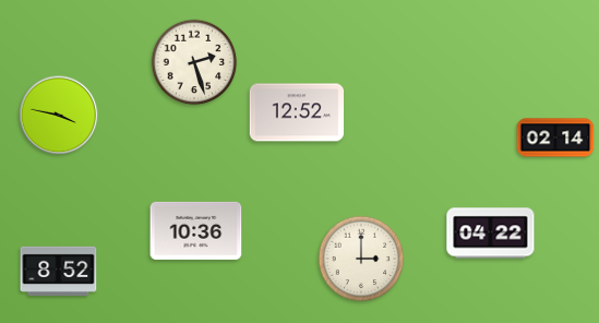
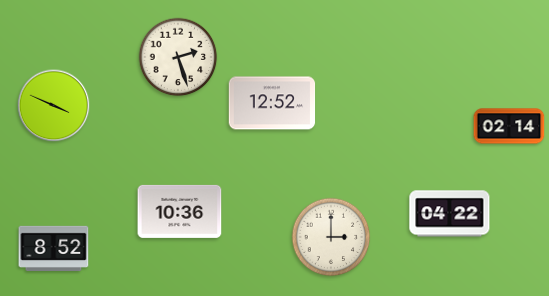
clock at (59, 116): 3:47 -> 3:49
